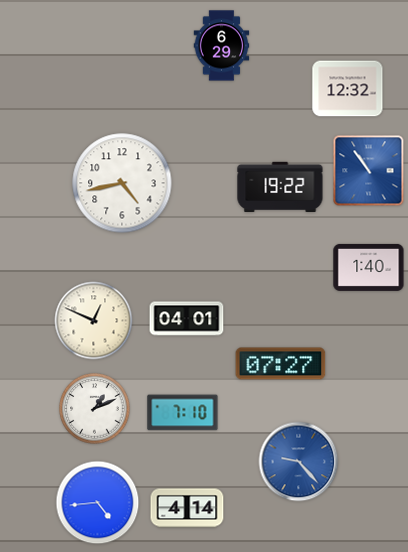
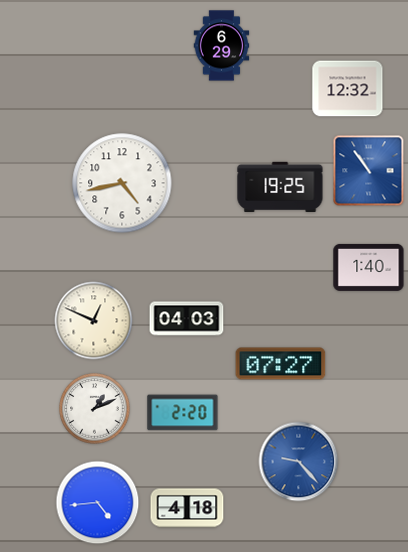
clock at (280, 187): 19:22 -> 19:25
clock at (187, 319): 04:01 -> 04:03
clock at (183, 413): 7:10 -> 2:20
clock at (187, 508): 4:14 -> 4:18
